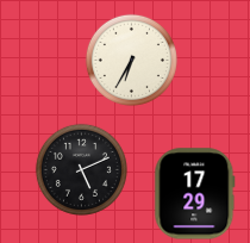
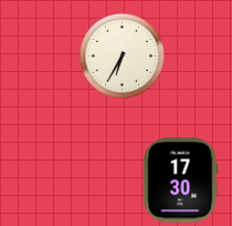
clock at (81, 169): 5:11 -> none
clock at (195, 194): 17:29 -> 17:30
